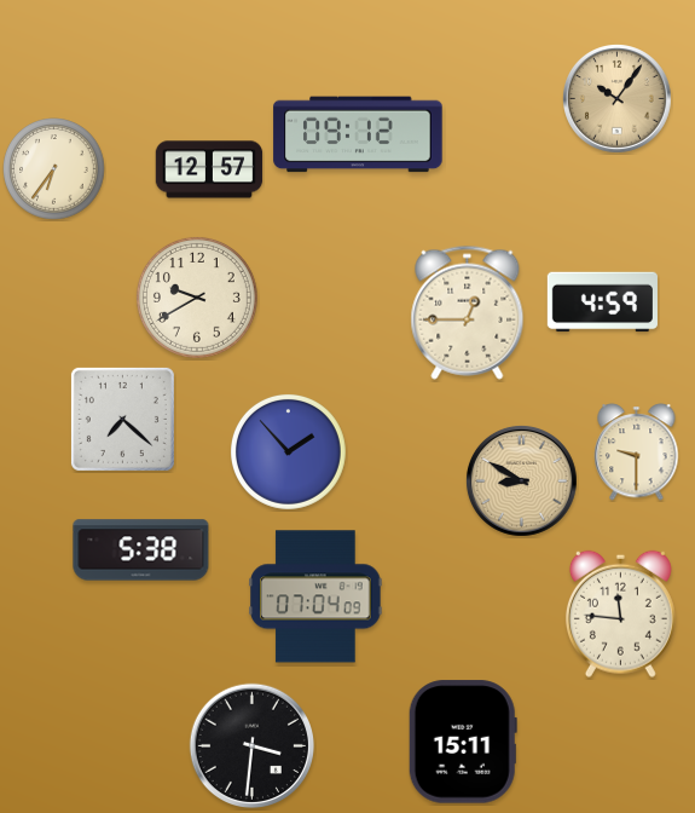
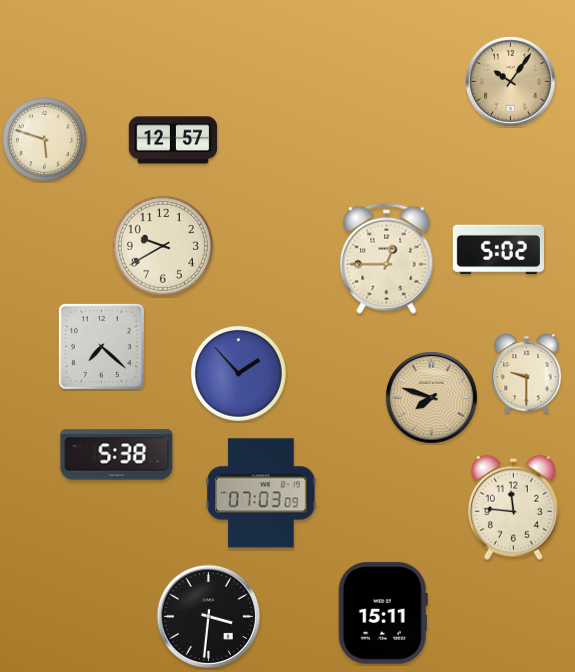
clock at (358, 134): 09:12 -> none
clock at (54, 169): 6:36 -> 5:48
clock at (602, 302): 4:59 -> 5:02
clock at (521, 480): 8:50 -> 7:48
clock at (315, 596): 07:04 -> 07:03
